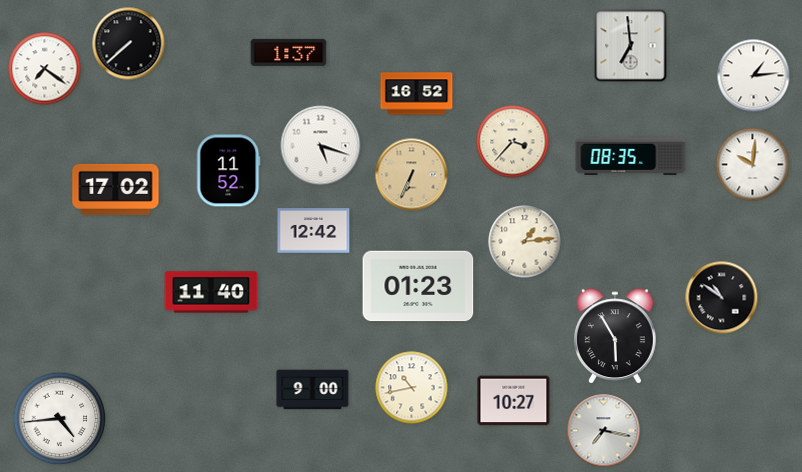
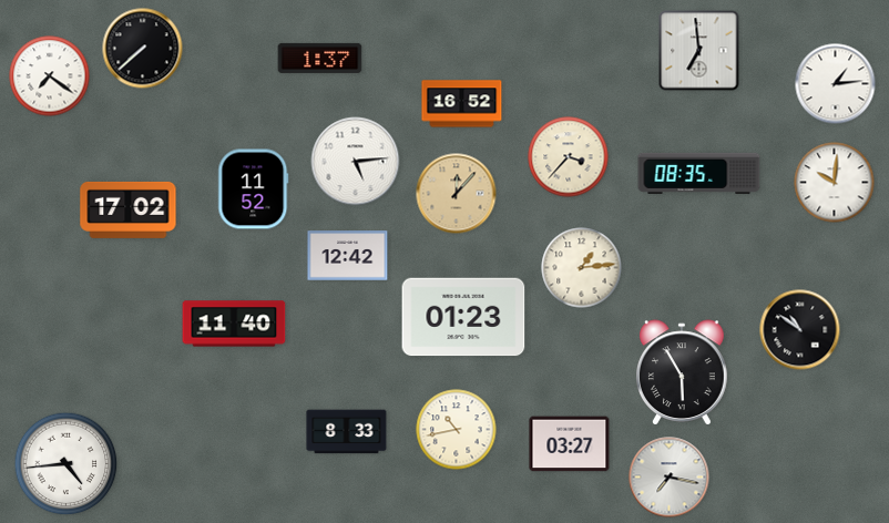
clock at (321, 146): 5:18 -> 5:14
clock at (412, 175): 6:34 -> 12:07
clock at (313, 390): 9:00 -> 8:33
clock at (514, 401): 10:27 -> 03:27
